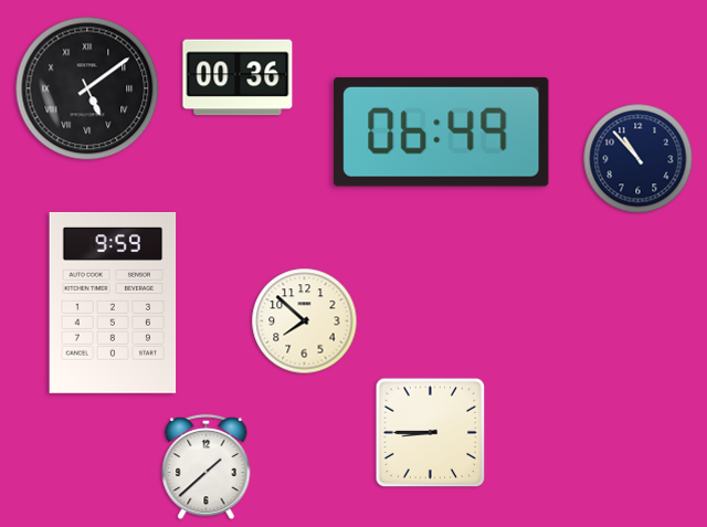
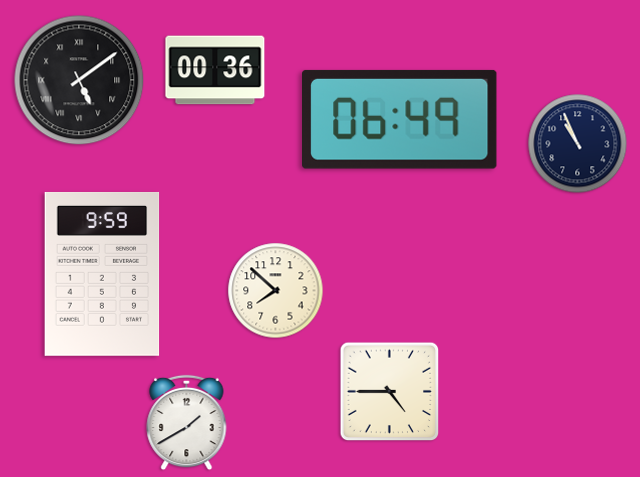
clock at (639, 159): 10:53 -> 10:56
clock at (431, 433): 8:45 -> 4:45
clock at (207, 467): 1:38 -> 1:40
